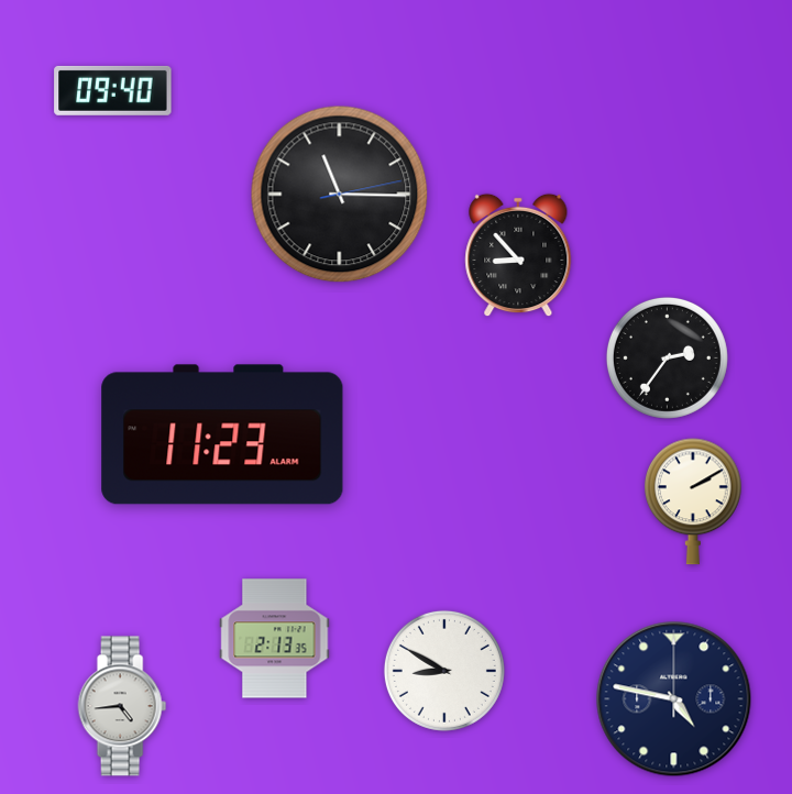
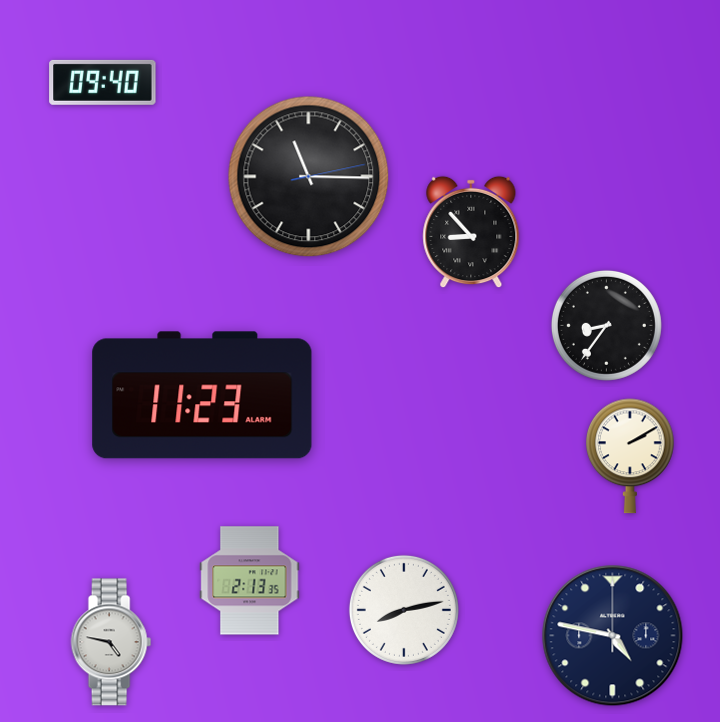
clock at (667, 357): 2:36 -> 8:36
clock at (444, 671): 8:50 -> 8:13
clock at (122, 706): 4:44 -> 4:47
